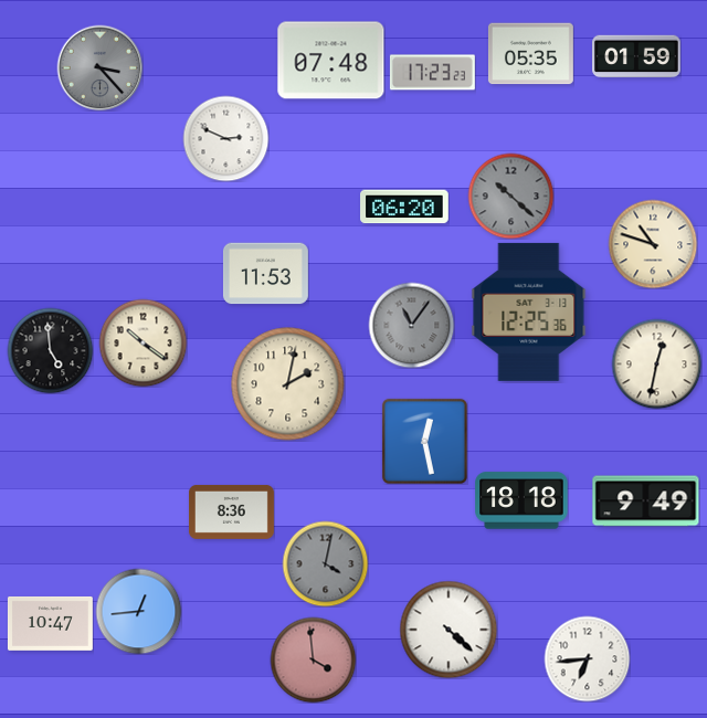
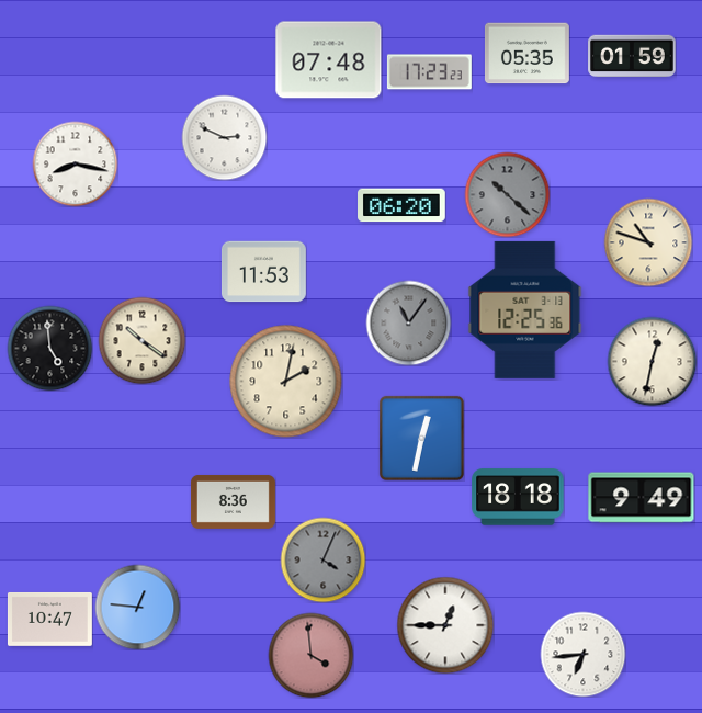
clock at (99, 67): 3:23 -> none
clock at (75, 163): none -> 8:17
clock at (424, 441): 12:28 -> 12:32
clock at (231, 511) position: (231, 511) -> (233, 501)
clock at (325, 563): 4:02 -> 4:04
clock at (138, 611): 12:44 -> 12:46
clock at (449, 630): 4:22 -> 12:45
